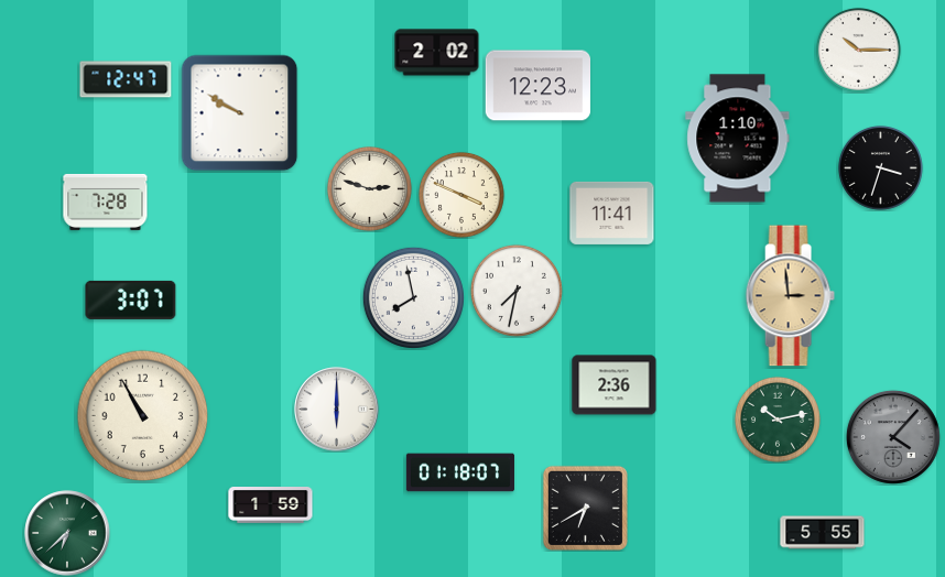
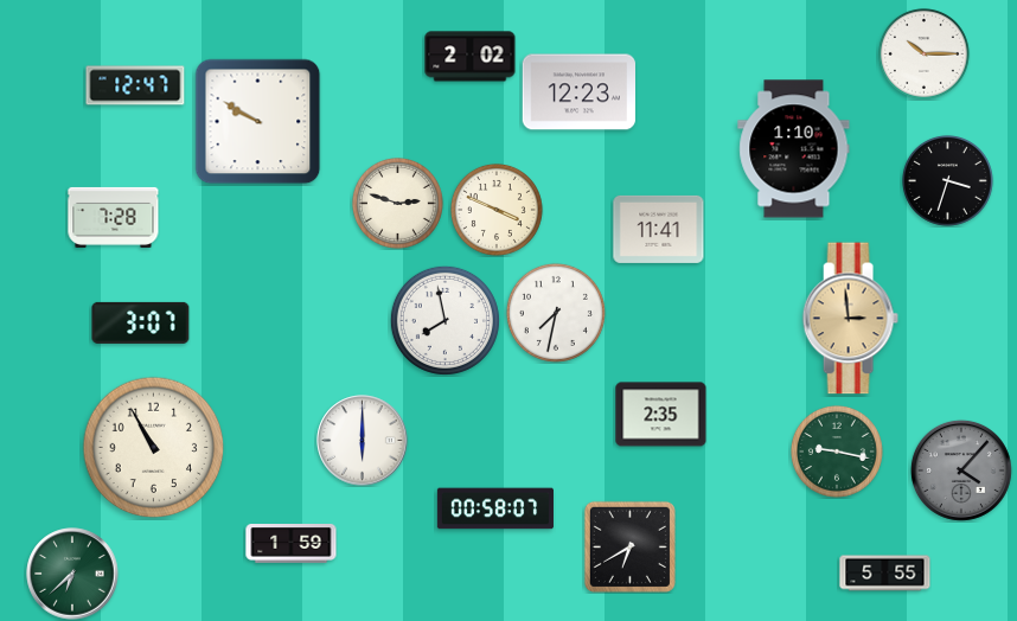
clock at (615, 385): 2:36 -> 2:35
clock at (778, 420): 10:13 -> 9:17
clock at (460, 472): 01:18 -> 00:58
